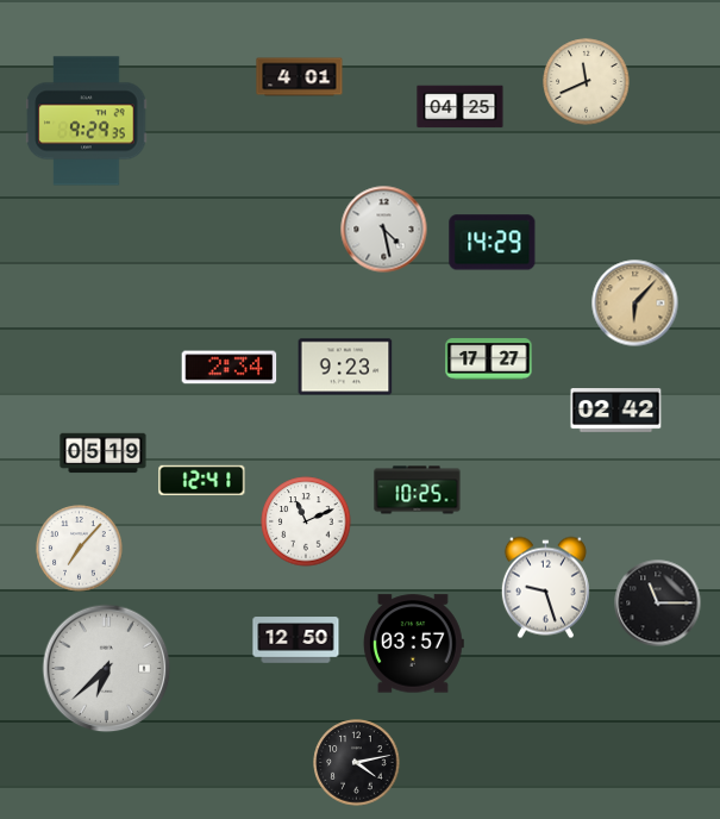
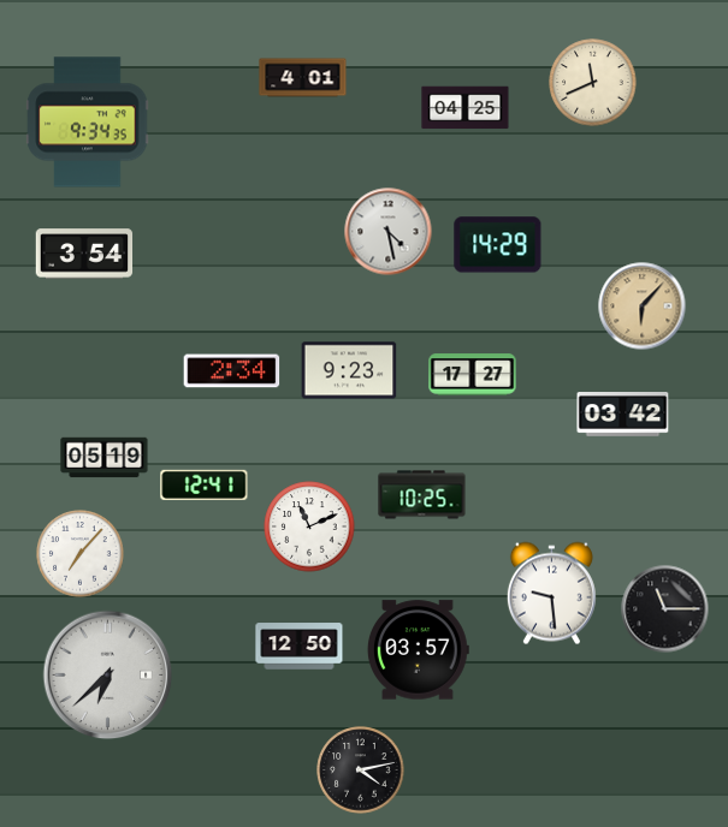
clock at (87, 121): 9:29 -> 9:34
clock at (84, 254): none -> 3:54
clock at (489, 360) position: (489, 360) -> (473, 375)
clock at (616, 411): 02:42 -> 03:42
clock at (545, 588): 9:27 -> 9:29
